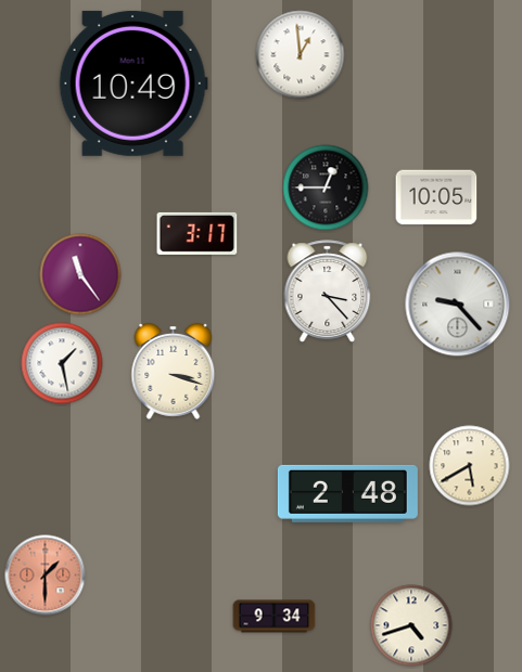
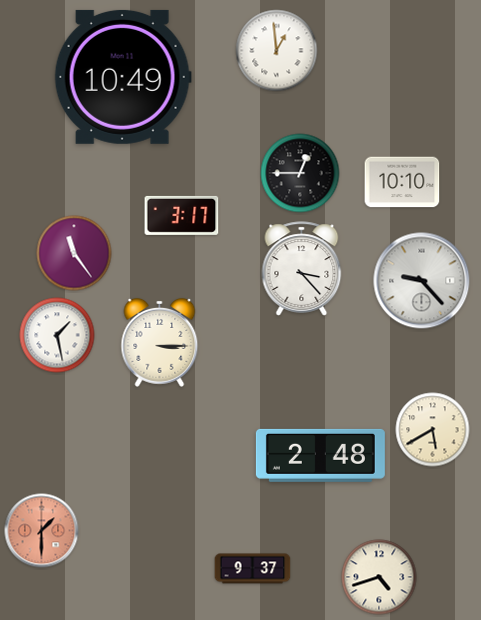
clock at (436, 197): 10:05 -> 10:10
clock at (174, 371): 3:18 -> 3:15
clock at (275, 617): 9:34 -> 9:37
